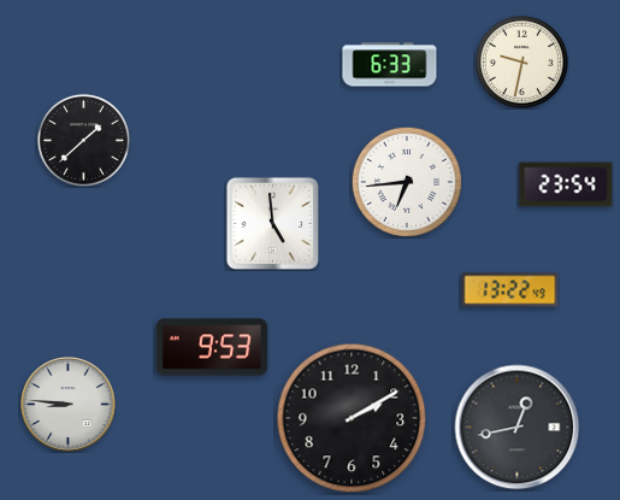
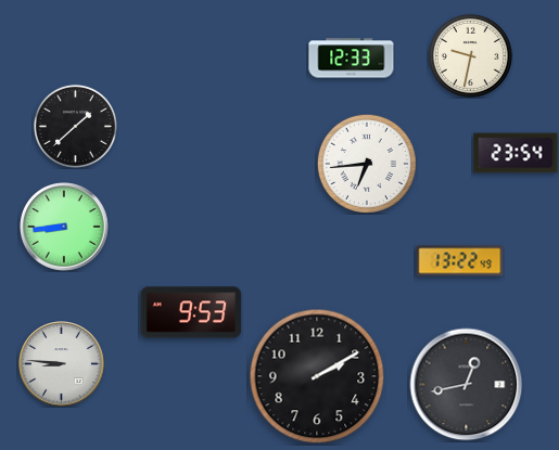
clock at (390, 65): 6:33 -> 12:33
clock at (566, 184) position: (566, 184) -> (516, 153)
clock at (272, 223): 4:59 -> none
clock at (65, 228): none -> 8:44
